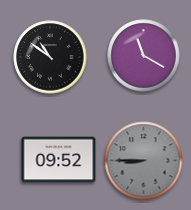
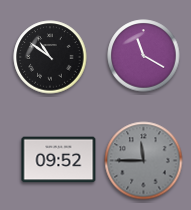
clock at (144, 161): 8:45 -> 11:45
